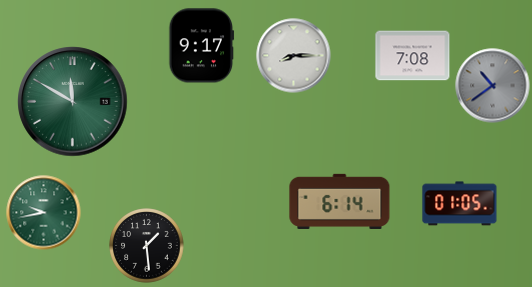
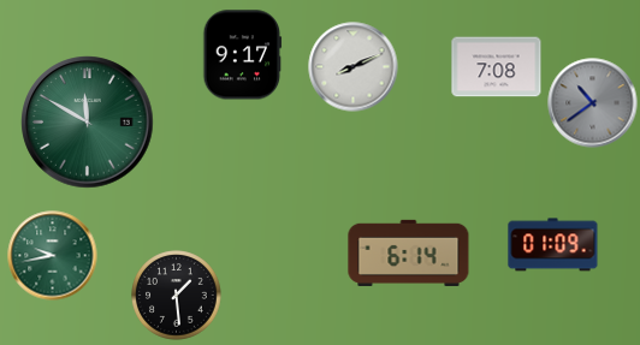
clock at (294, 56): 8:15 -> 8:11
clock at (340, 201) position: (340, 201) -> (409, 252)
clock at (460, 204): 01:05 -> 01:09
